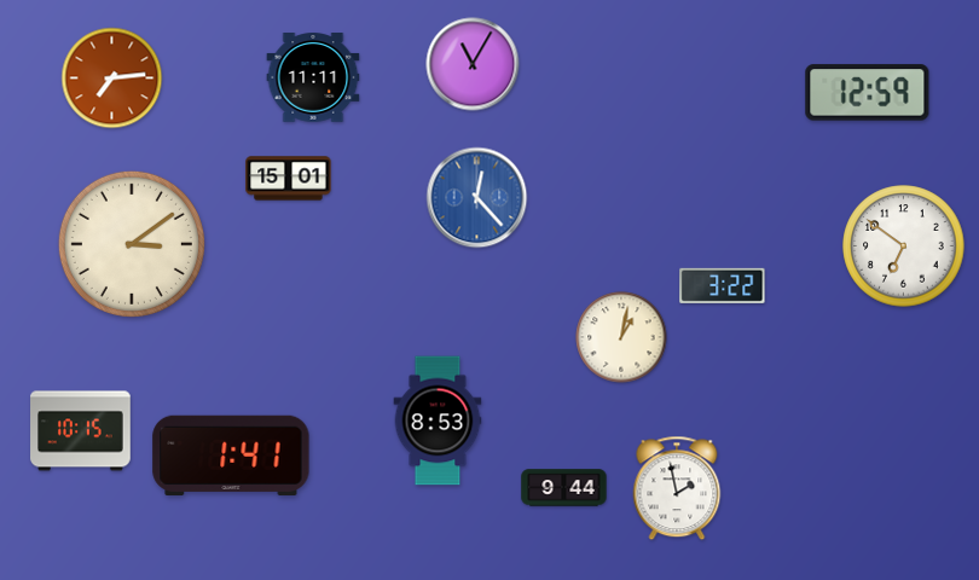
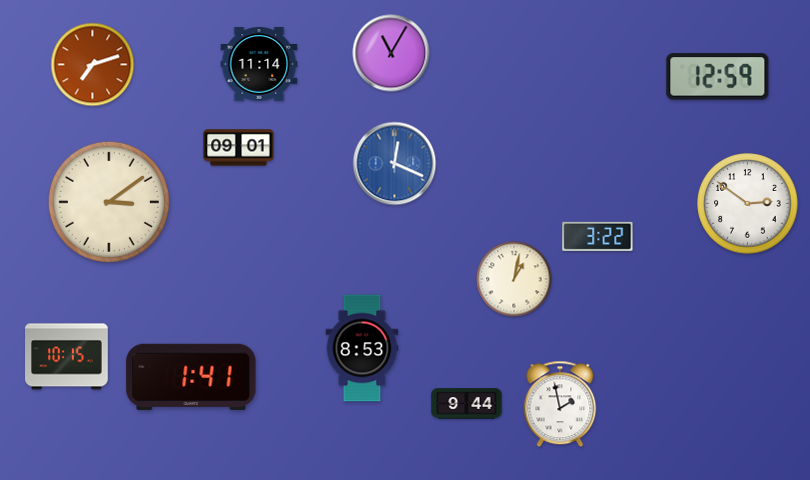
clock at (313, 77): 11:11 -> 11:14
clock at (112, 79): 7:14 -> 7:12
clock at (289, 179): 15:01 -> 09:01
clock at (477, 198): 12:23 -> 12:19
clock at (904, 246): 6:51 -> 2:51
